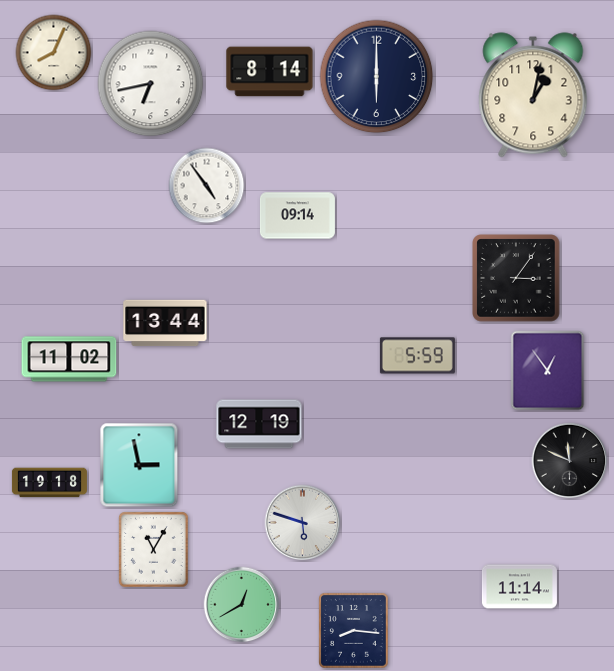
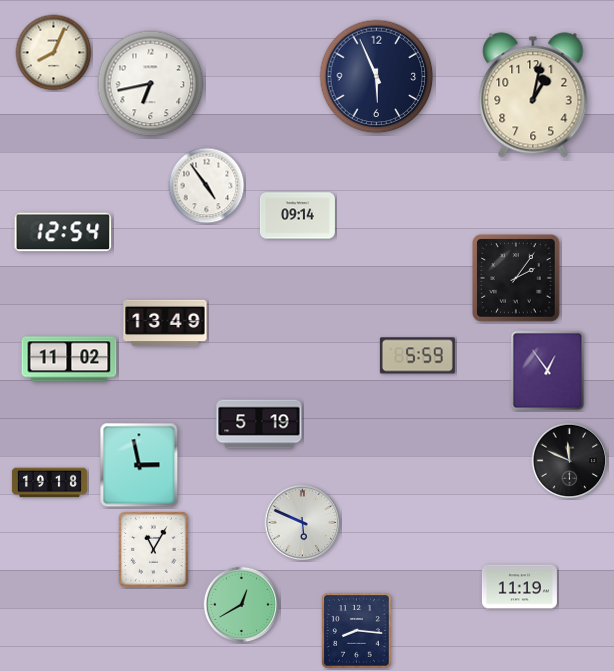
clock at (270, 72): 8:14 -> none
clock at (377, 77): 6:00 -> 5:56
clock at (63, 232): none -> 12:54
clock at (516, 278): 3:06 -> 2:06
clock at (165, 323): 13:44 -> 13:49
clock at (259, 424): 12:19 -> 5:19
clock at (303, 523): 5:48 -> 5:49
clock at (519, 587): 11:14 -> 11:19
clock at (354, 631) position: (354, 631) -> (357, 631)
